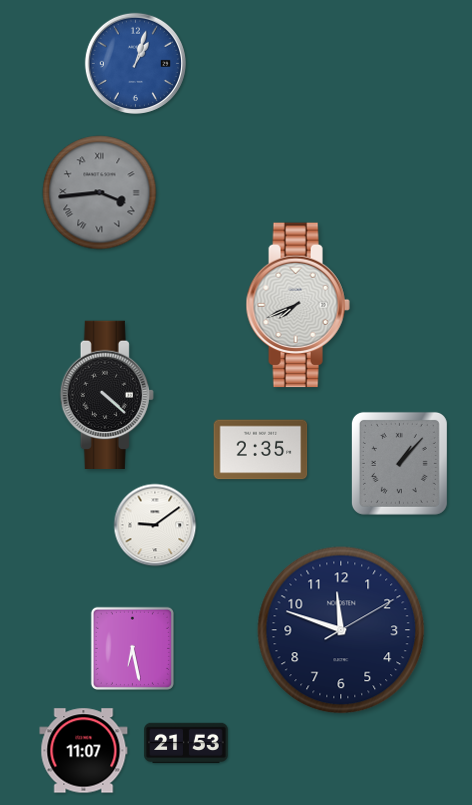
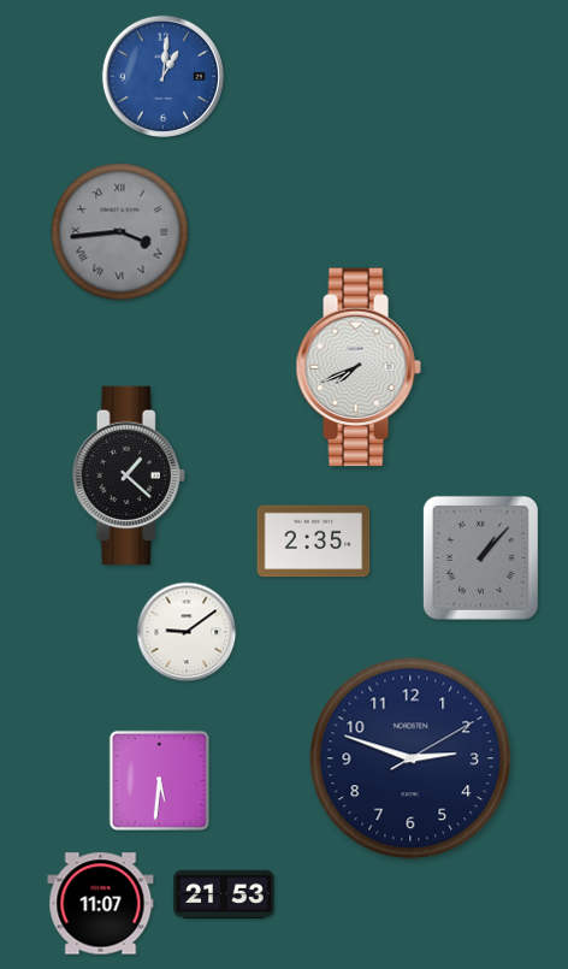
clock at (135, 63): 1:03 -> 1:01
clock at (107, 394): 4:22 -> 1:22
clock at (341, 630): 11:48 -> 2:48
clock at (132, 648): 6:28 -> 5:31
